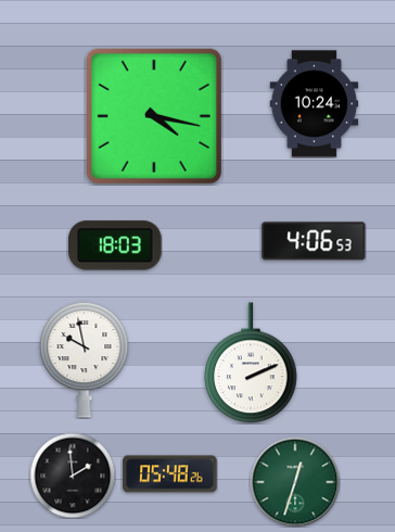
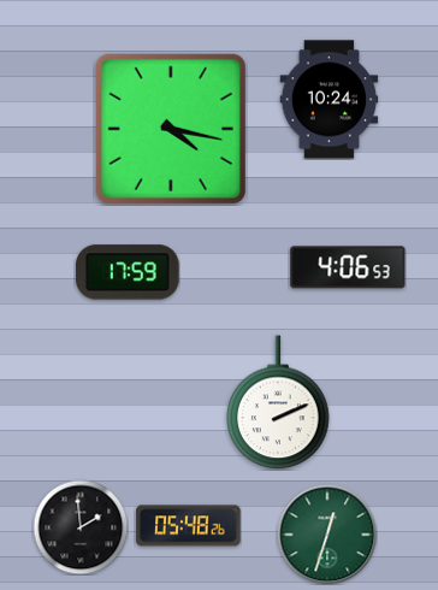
clock at (315, 104) position: (315, 104) -> (330, 100)
clock at (115, 245): 18:03 -> 17:59
clock at (85, 359): 9:58 -> none
